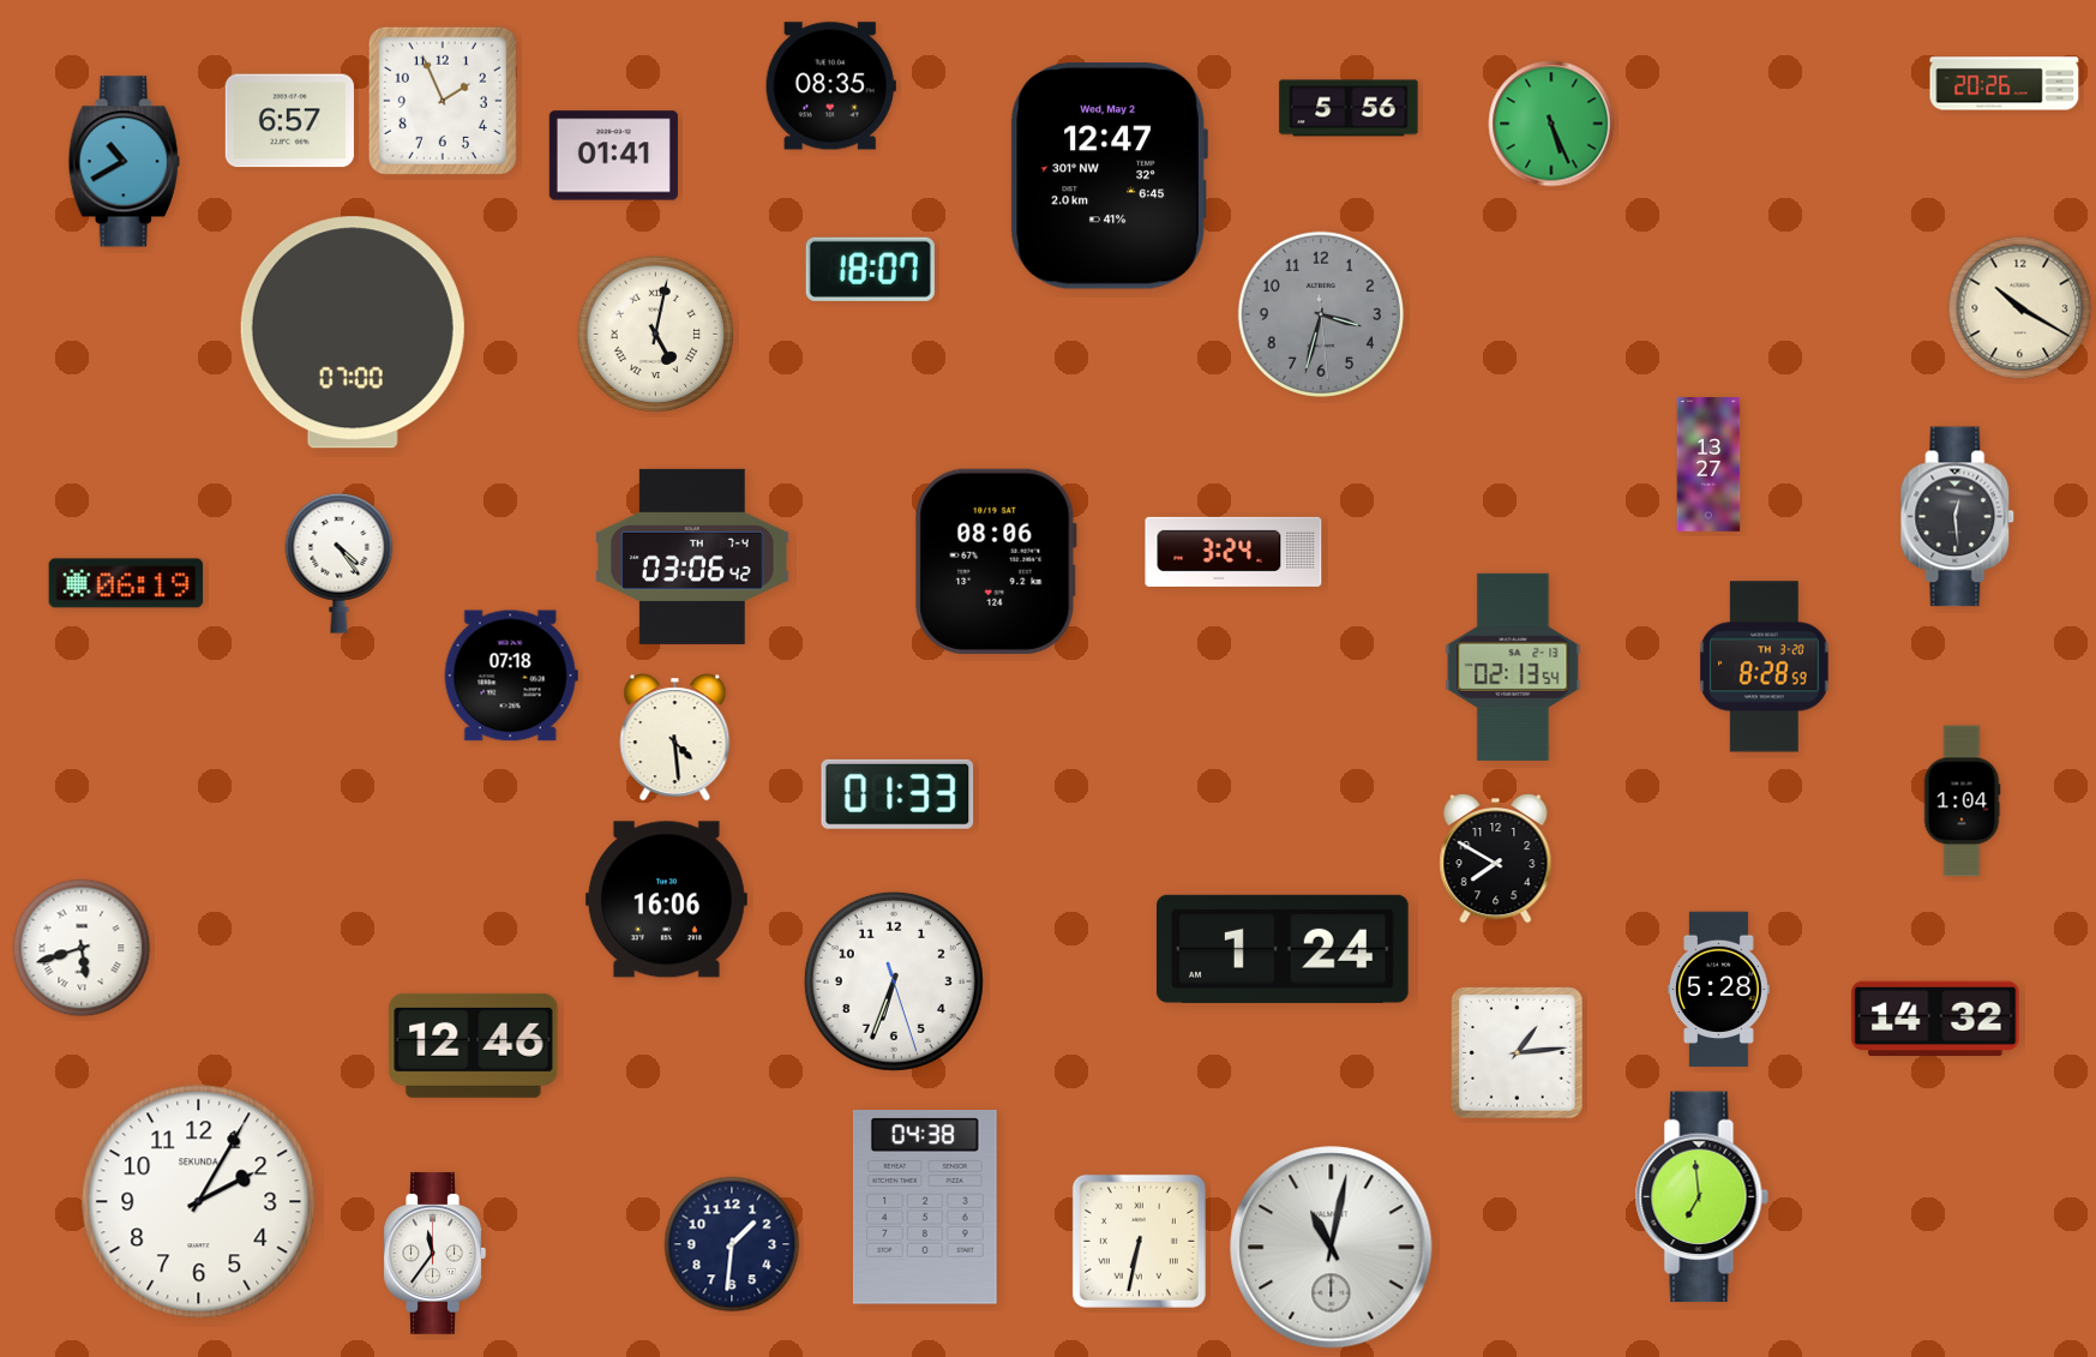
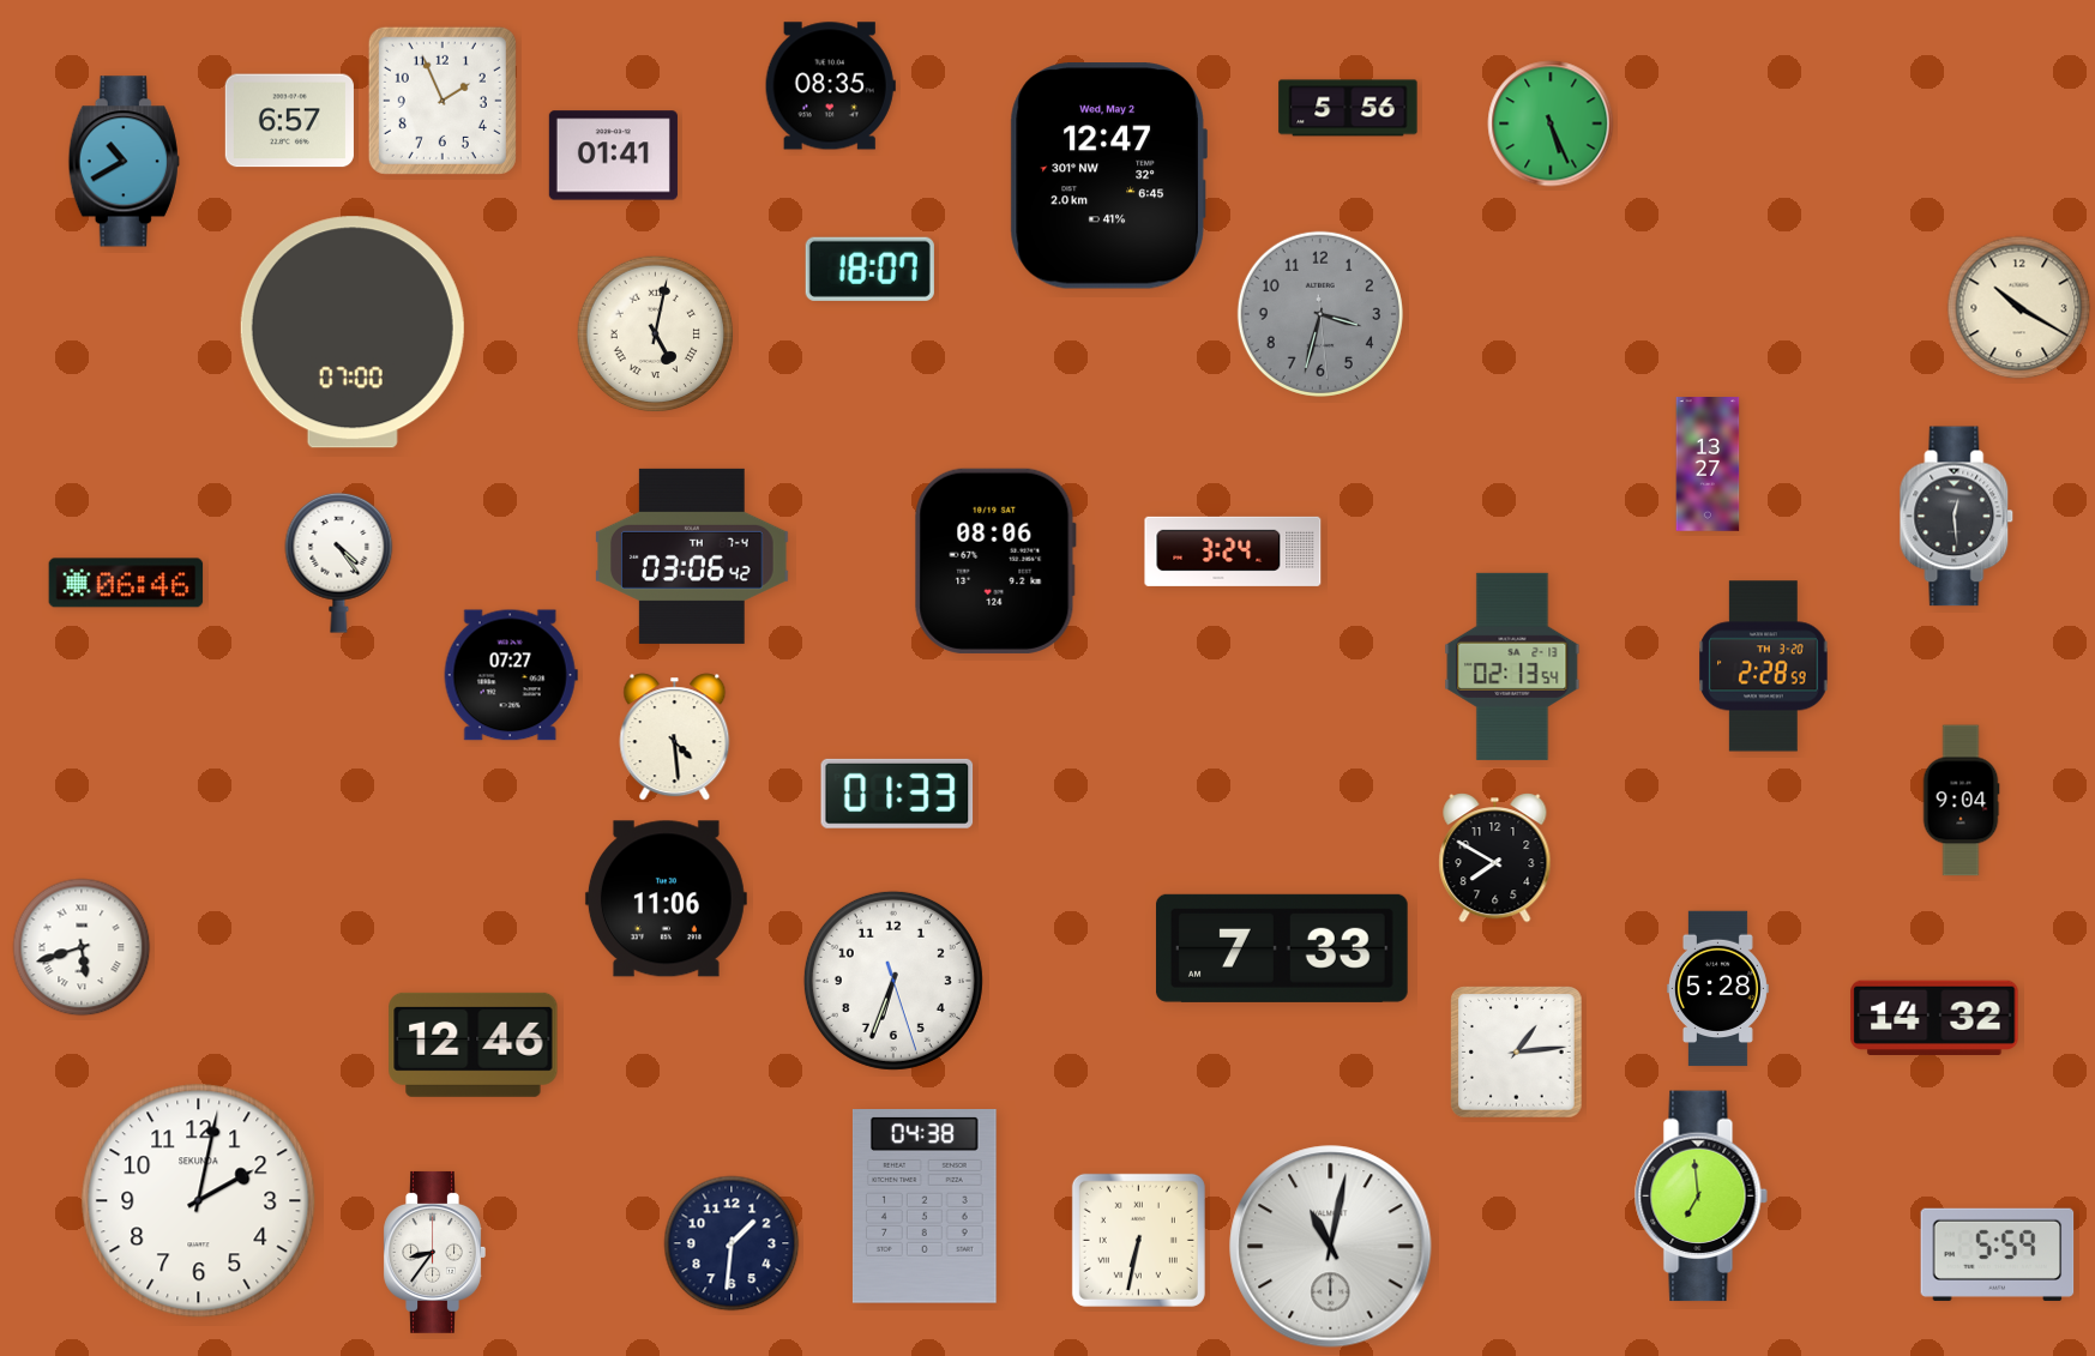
clock at (2005, 84): 20:26 -> none
clock at (126, 583): 06:19 -> 06:46
clock at (1765, 667): 8:28 -> 2:28
clock at (511, 676): 07:18 -> 07:27
clock at (1962, 801): 1:04 -> 9:04
clock at (666, 900): 16:06 -> 11:06
clock at (1283, 949): 1:24 -> 7:33
clock at (199, 1202): 2:05 -> 2:02
clock at (434, 1253): 11:36 -> 8:36
clock at (1998, 1254): none -> 5:59
